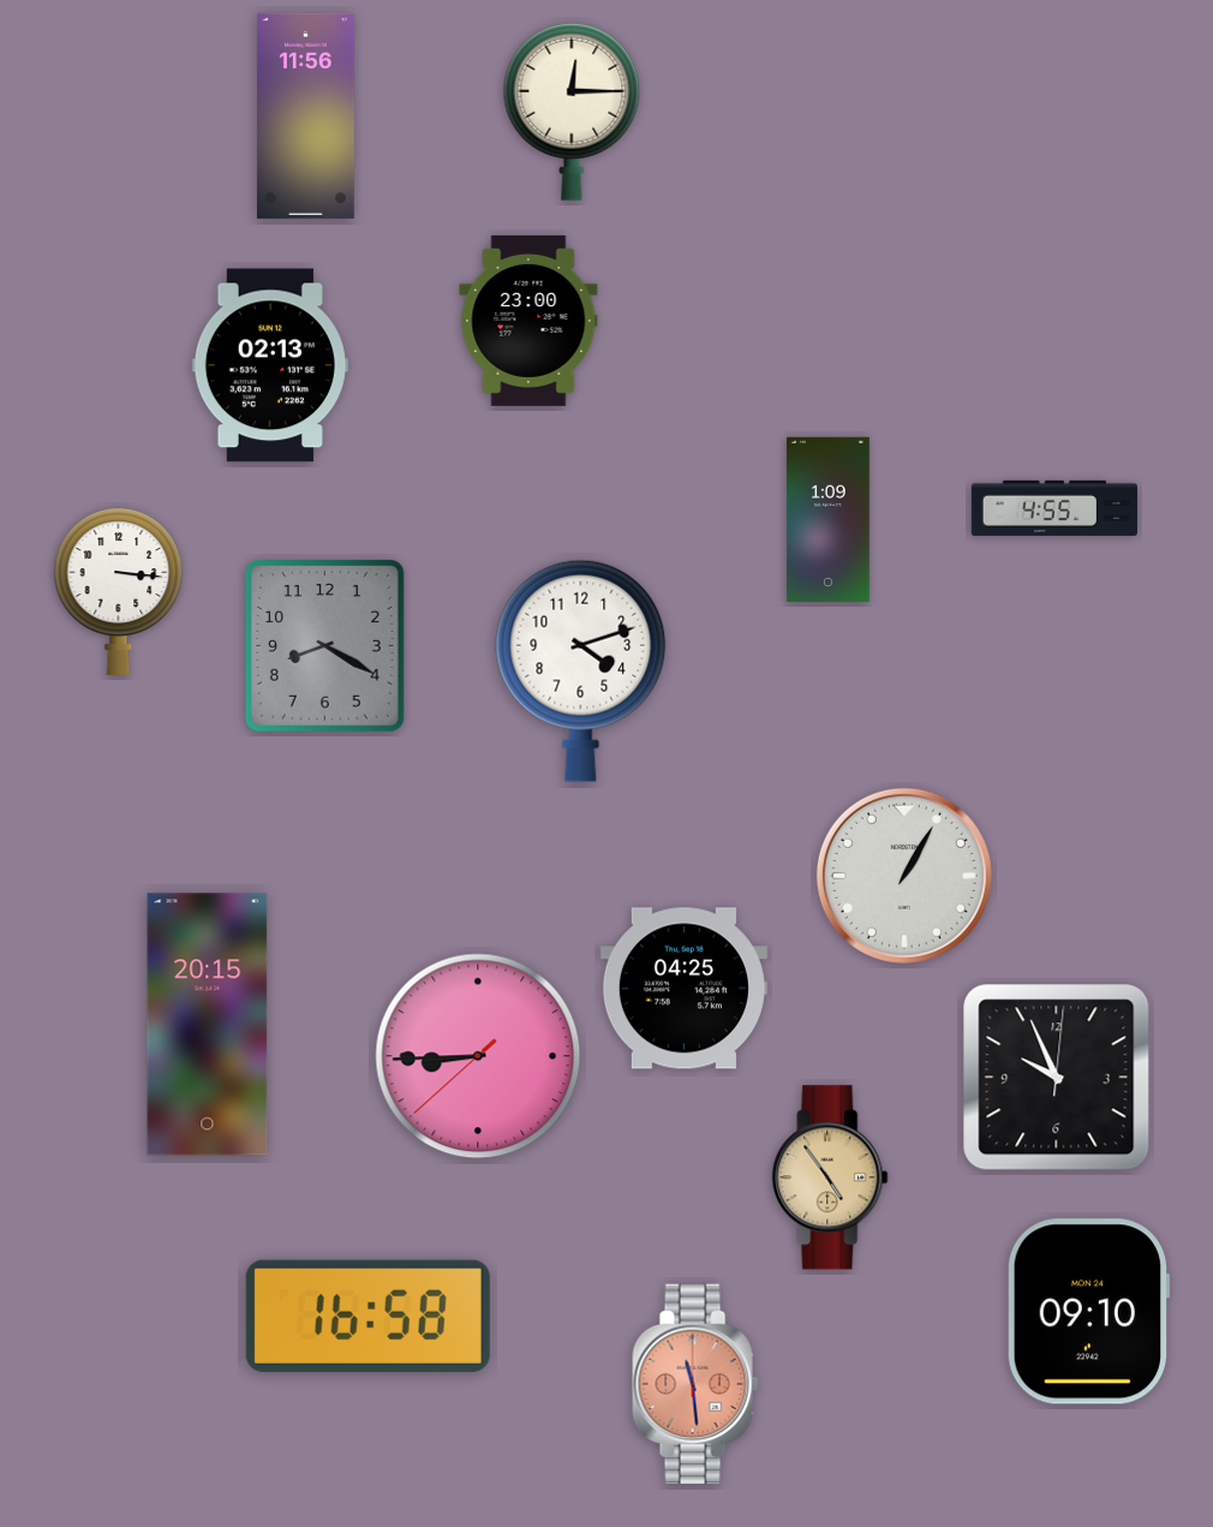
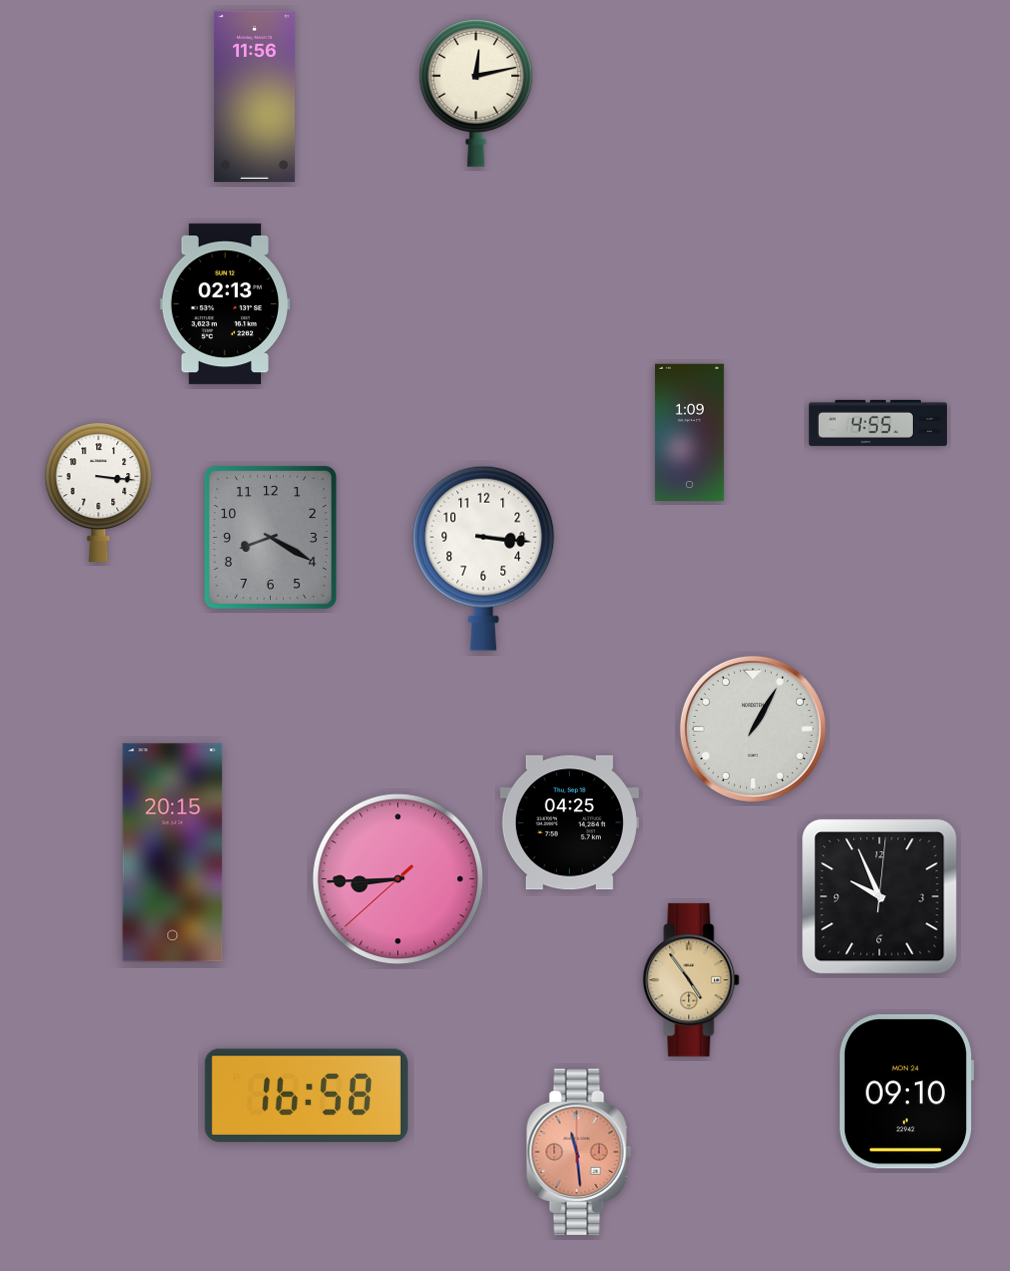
clock at (572, 112): 12:15 -> 12:13
clock at (528, 321): 23:00 -> none
clock at (581, 670): 4:12 -> 3:16
